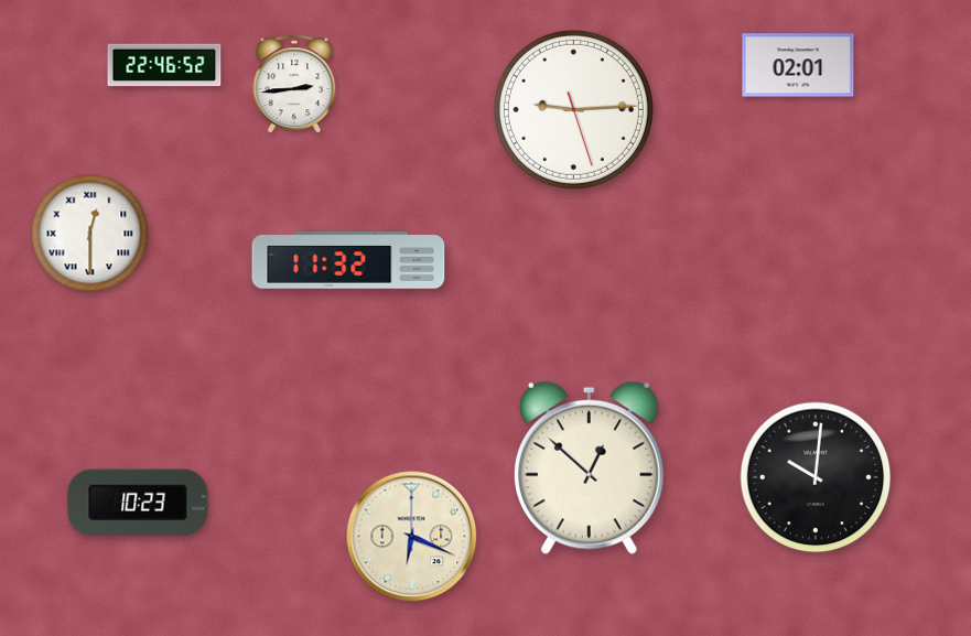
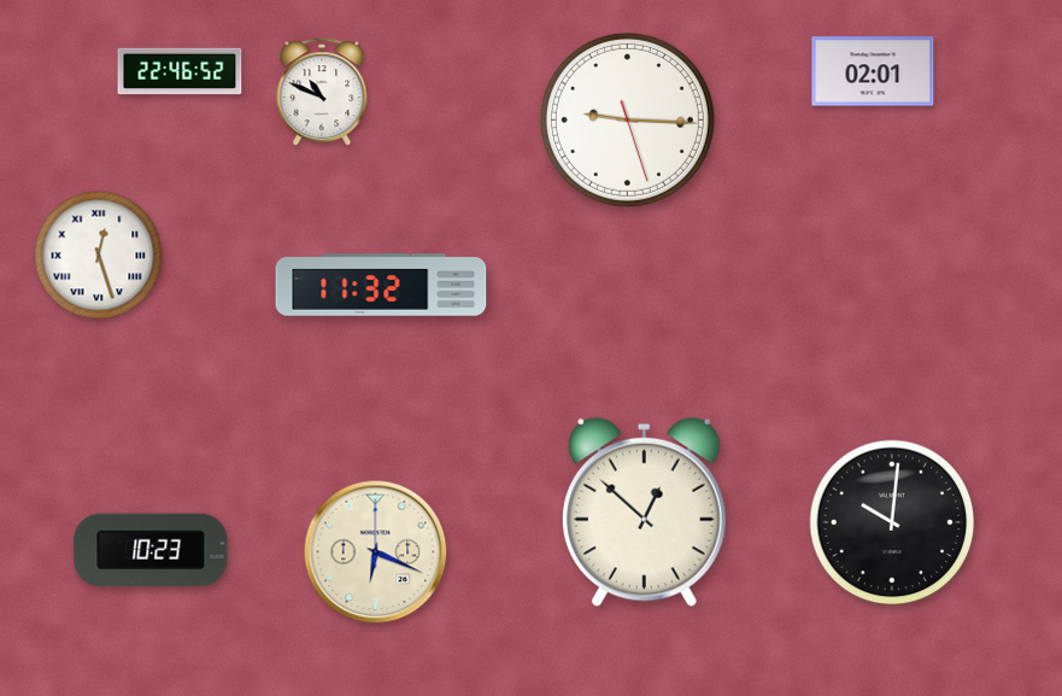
clock at (294, 85): 2:44 -> 10:49
clock at (573, 109): 9:14 -> 9:15
clock at (90, 234): 12:30 -> 12:27
clock at (412, 537) position: (412, 537) -> (376, 552)
